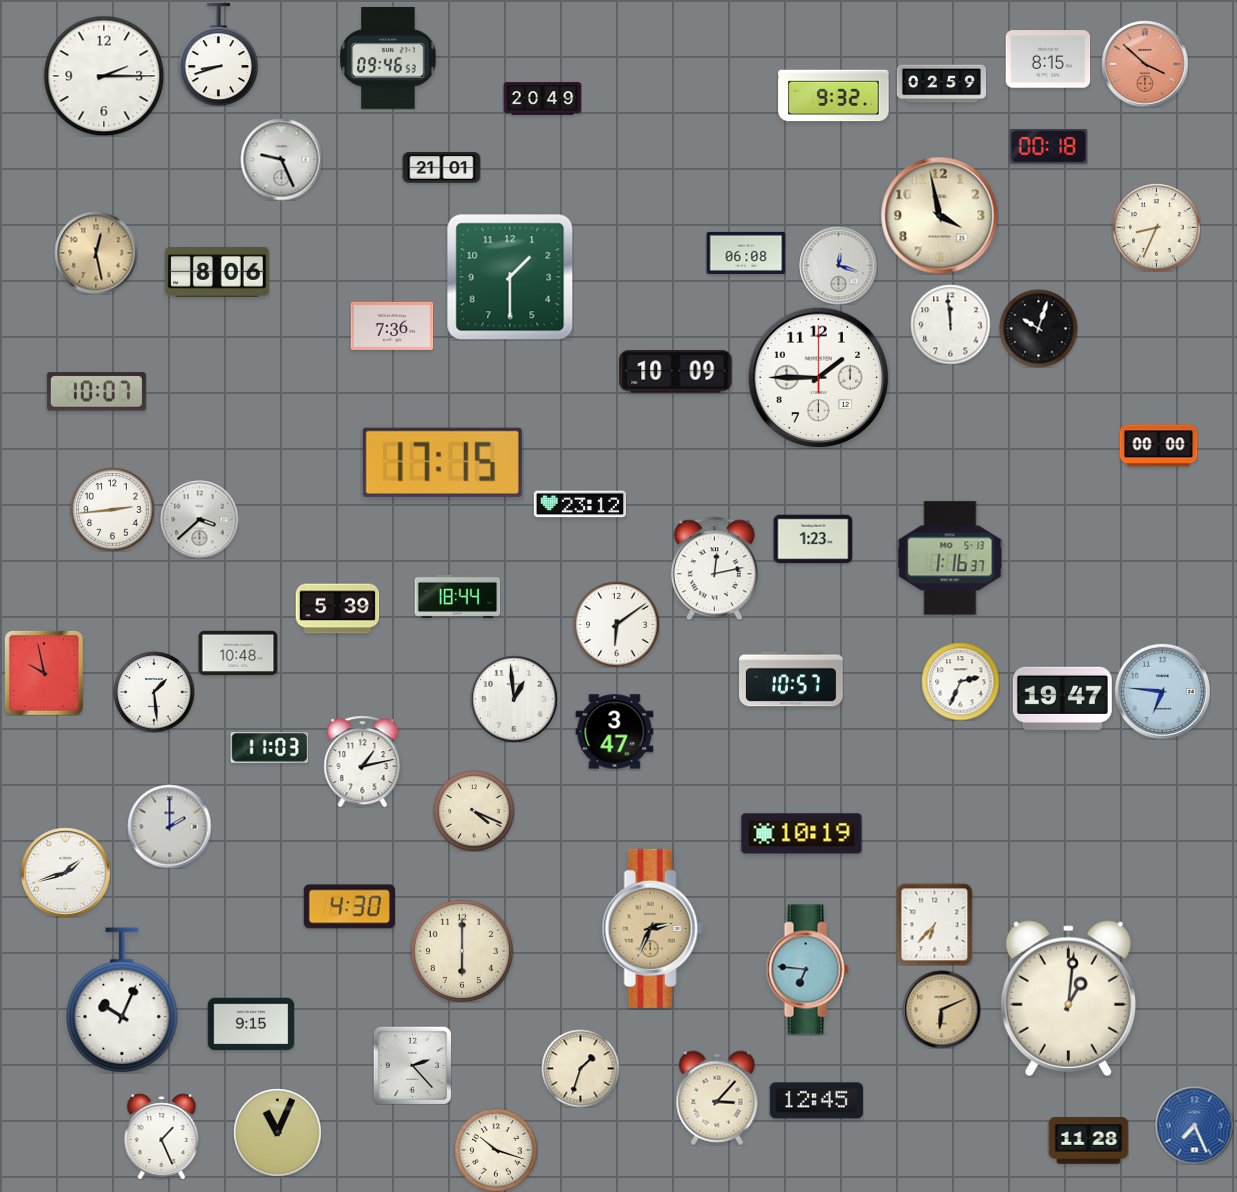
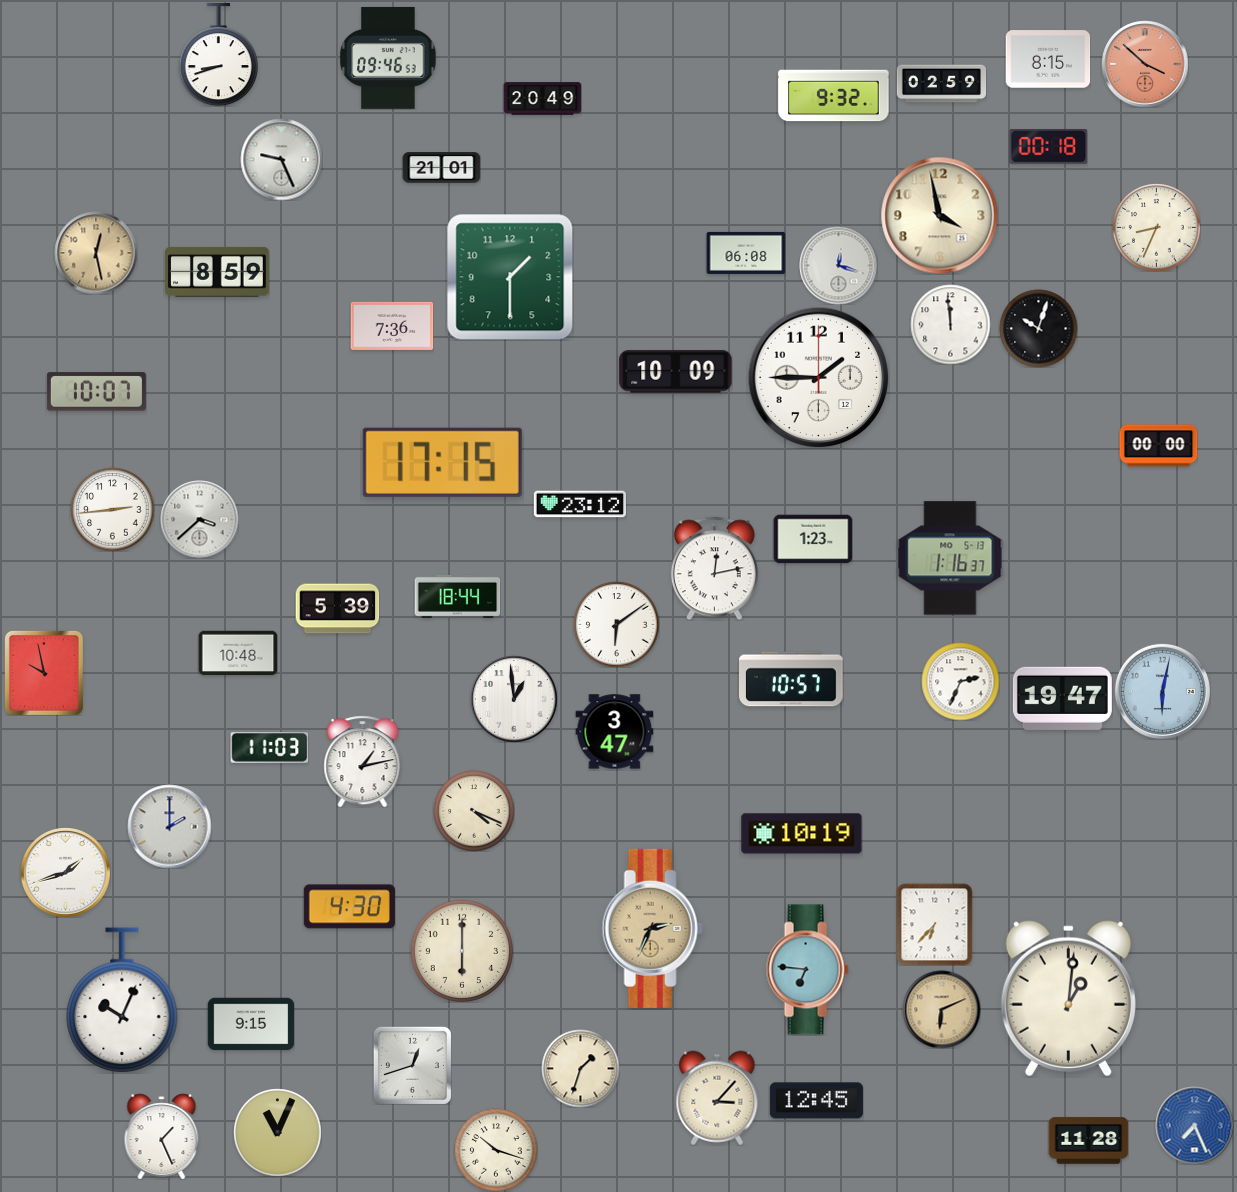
clock at (104, 76): 2:15 -> none
clock at (218, 272): 8:06 -> 8:59
clock at (1162, 691): 6:46 -> 6:02
clock at (154, 692): 1:29 -> none
clock at (412, 1065): 2:23 -> 12:42
